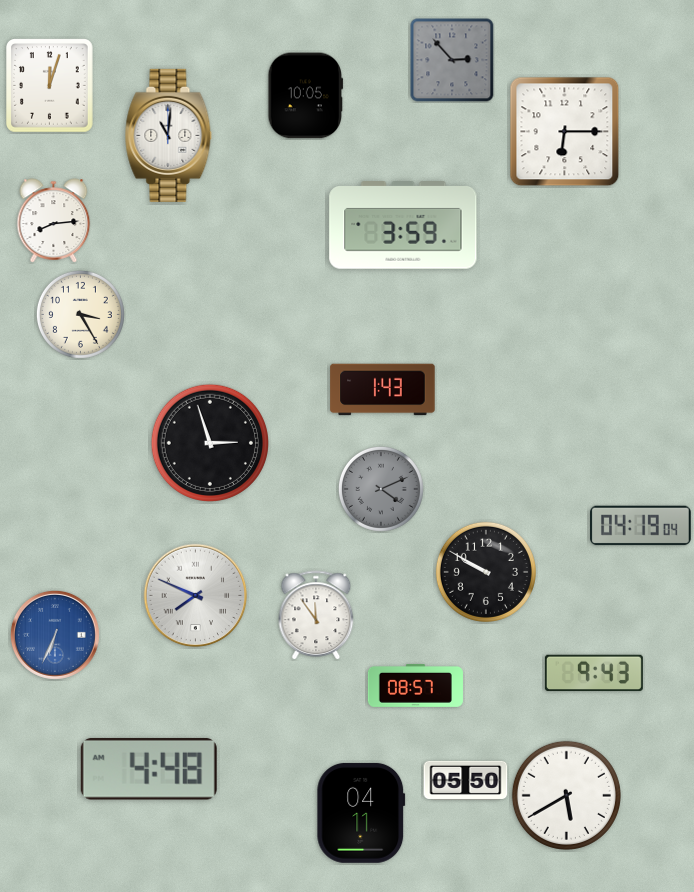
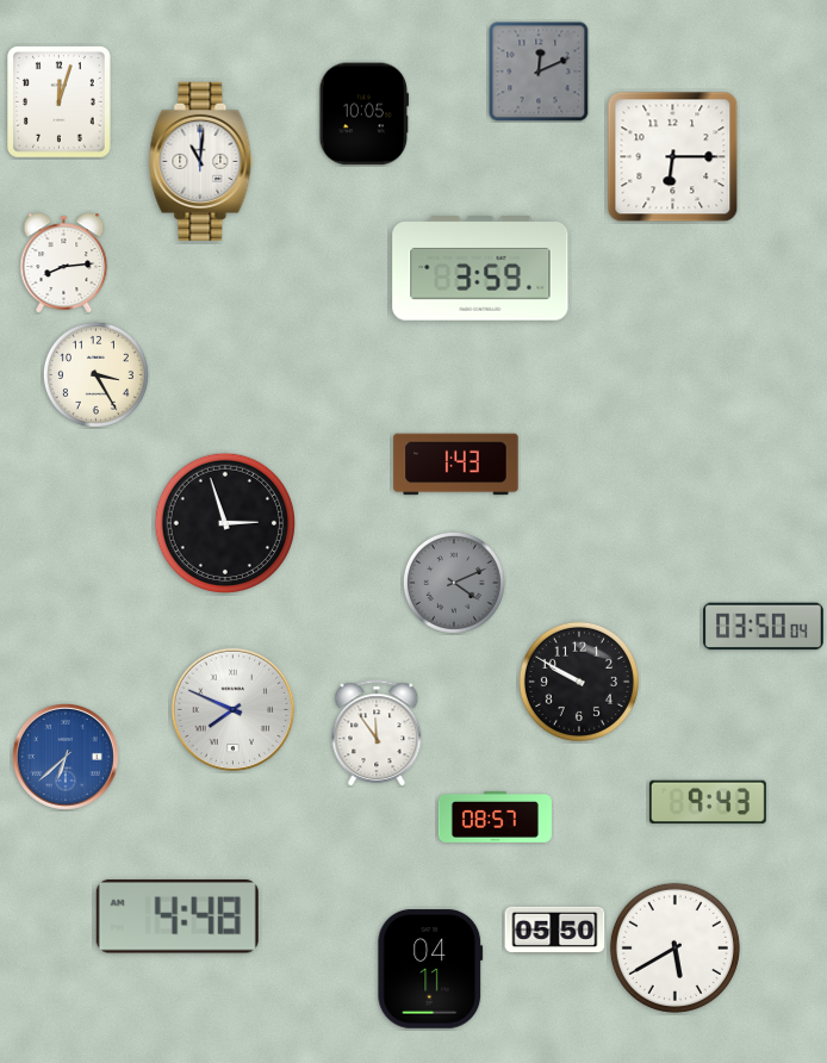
clock at (452, 60): 2:53 -> 12:11
clock at (210, 443) position: (210, 443) -> (225, 523)
clock at (641, 526): 04:19 -> 03:50
clock at (55, 635): 6:34 -> 6:38
